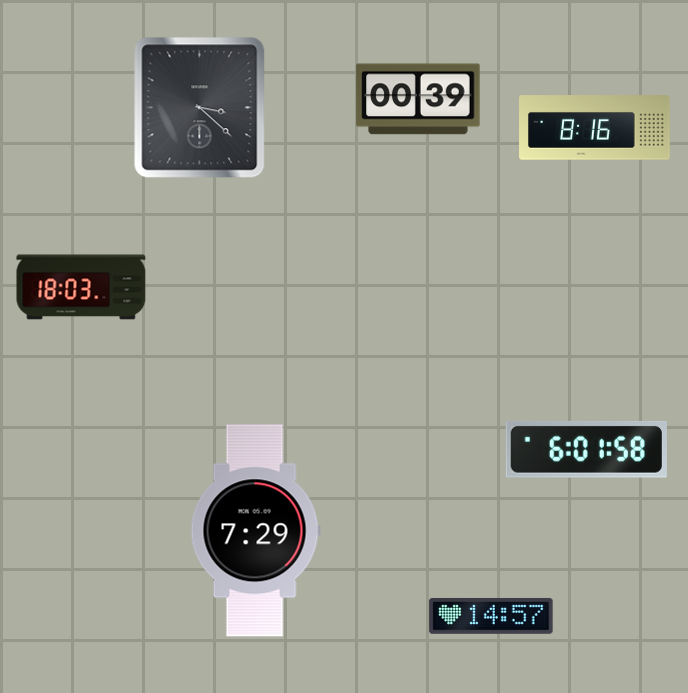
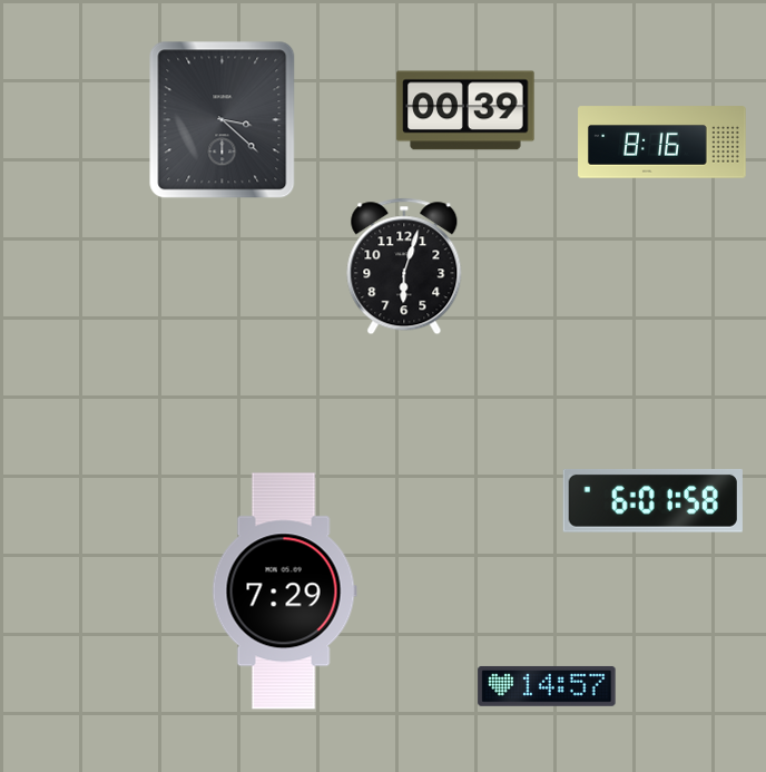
clock at (404, 266): none -> 6:03
clock at (81, 287): 18:03 -> none
